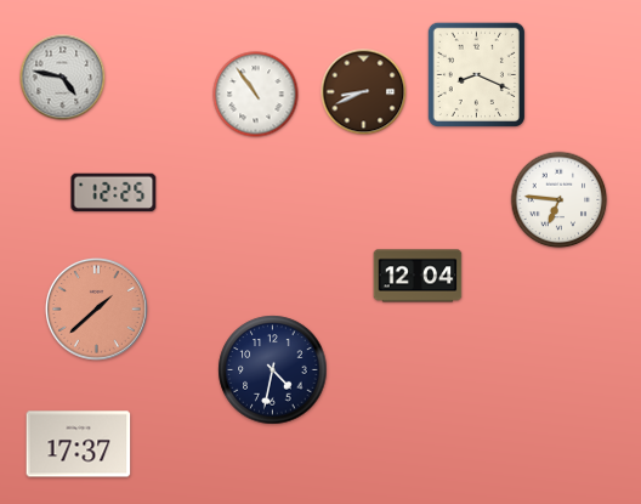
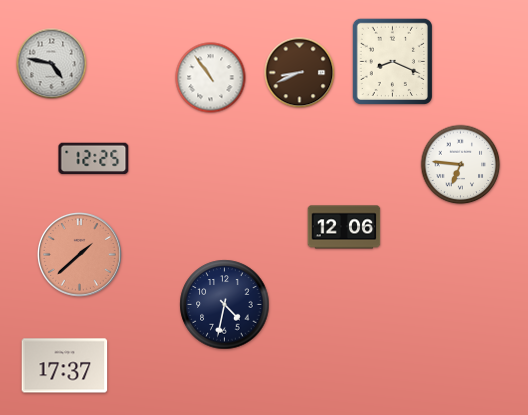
clock at (364, 92) position: (364, 92) -> (300, 73)
clock at (418, 276): 12:04 -> 12:06
